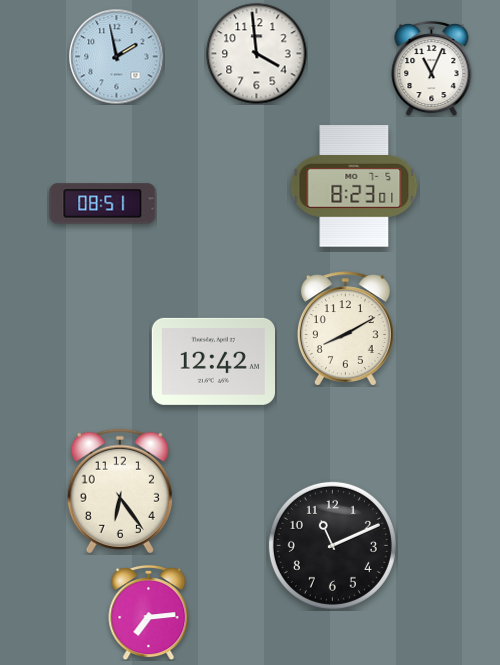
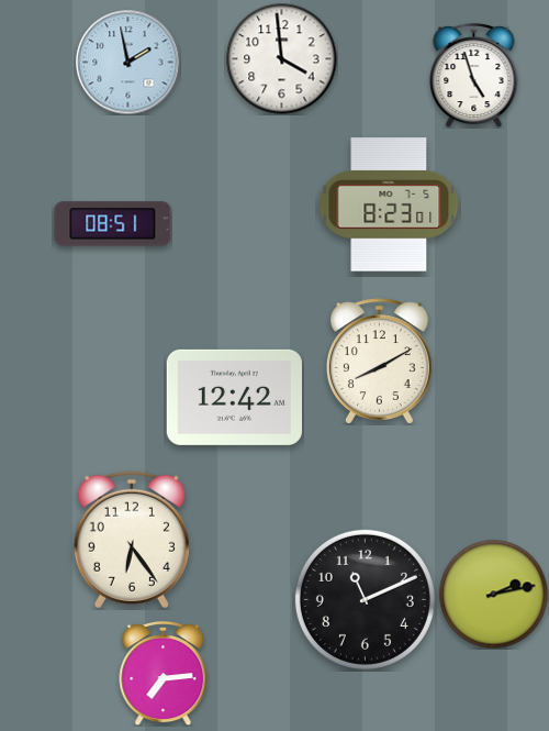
clock at (432, 68): 11:04 -> 4:57
clock at (494, 595): none -> 2:13
